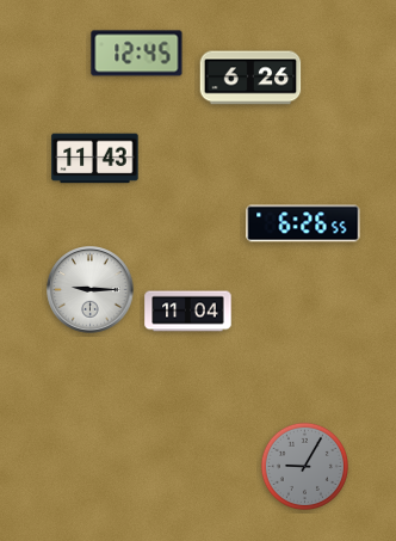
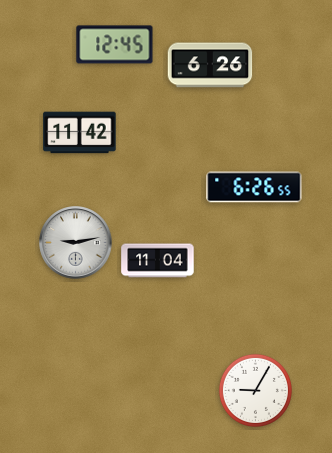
clock at (95, 159): 11:43 -> 11:42
clock at (91, 290): 9:15 -> 9:13
clock at (304, 466) dial: grey -> white
